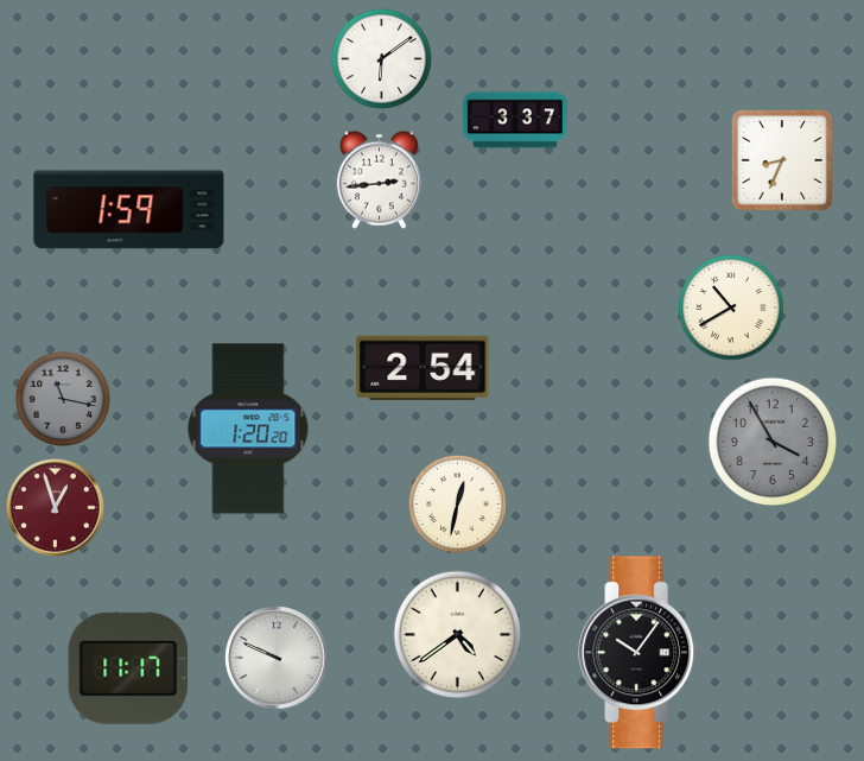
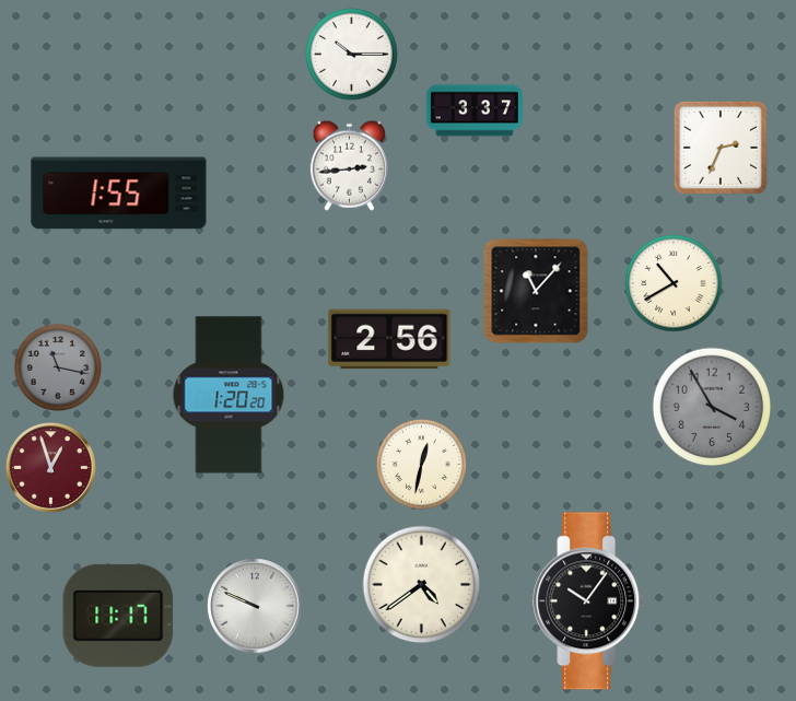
clock at (382, 59): 6:09 -> 10:15
clock at (782, 160): 8:34 -> 2:34
clock at (129, 210): 1:59 -> 1:55
clock at (536, 291): none -> 11:07
clock at (423, 368): 2:54 -> 2:56
